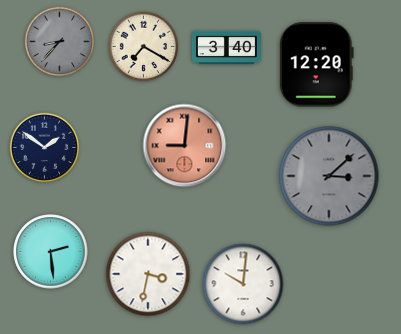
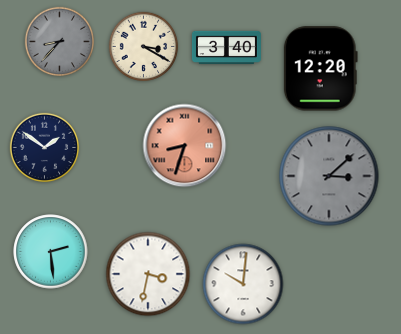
clock at (144, 47): 7:20 -> 3:20
clock at (316, 65) position: (316, 65) -> (320, 69)
clock at (185, 146): 9:01 -> 8:33
